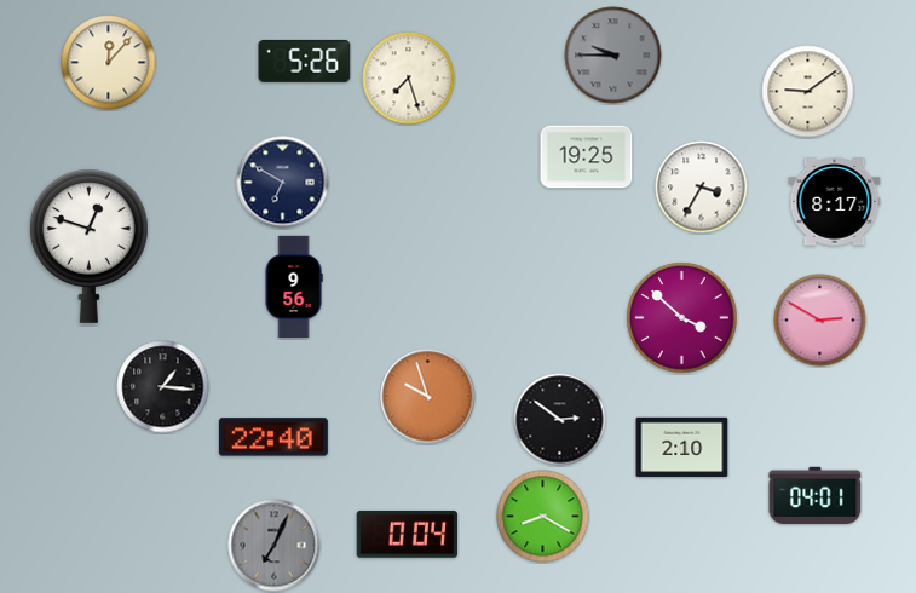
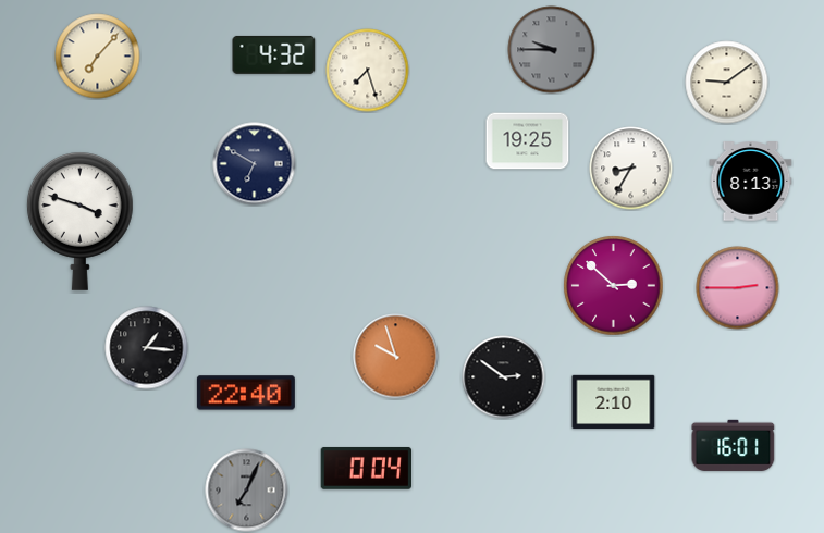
clock at (305, 61): 5:26 -> 4:32
clock at (109, 63): 12:07 -> 7:07
clock at (702, 188): 3:35 -> 8:35
clock at (835, 202): 8:17 -> 8:13
clock at (88, 246): 12:48 -> 3:48
clock at (294, 287): 9:56 -> none
clock at (682, 318): 3:52 -> 2:52
clock at (820, 321): 2:50 -> 2:45
clock at (428, 397) position: (428, 397) -> (396, 357)
clock at (816, 495): 04:01 -> 16:01
clock at (543, 517): 8:20 -> none
clock at (408, 535) position: (408, 535) -> (367, 469)
